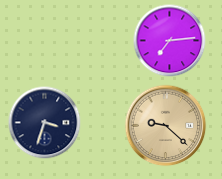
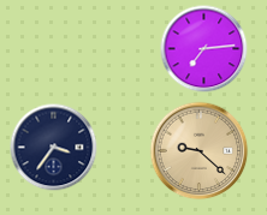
clock at (45, 123): 3:33 -> 3:36
